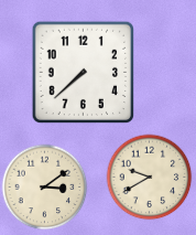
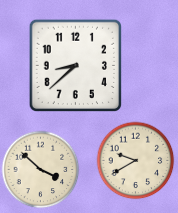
clock at (83, 72): 7:38 -> 8:38
clock at (44, 186): 3:09 -> 3:52
